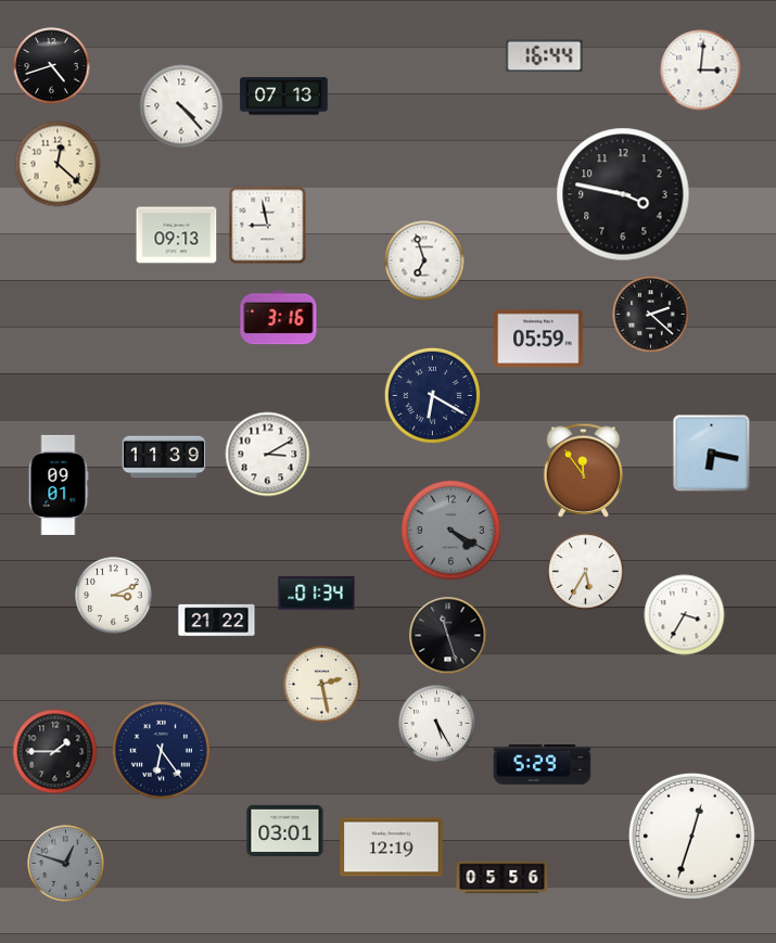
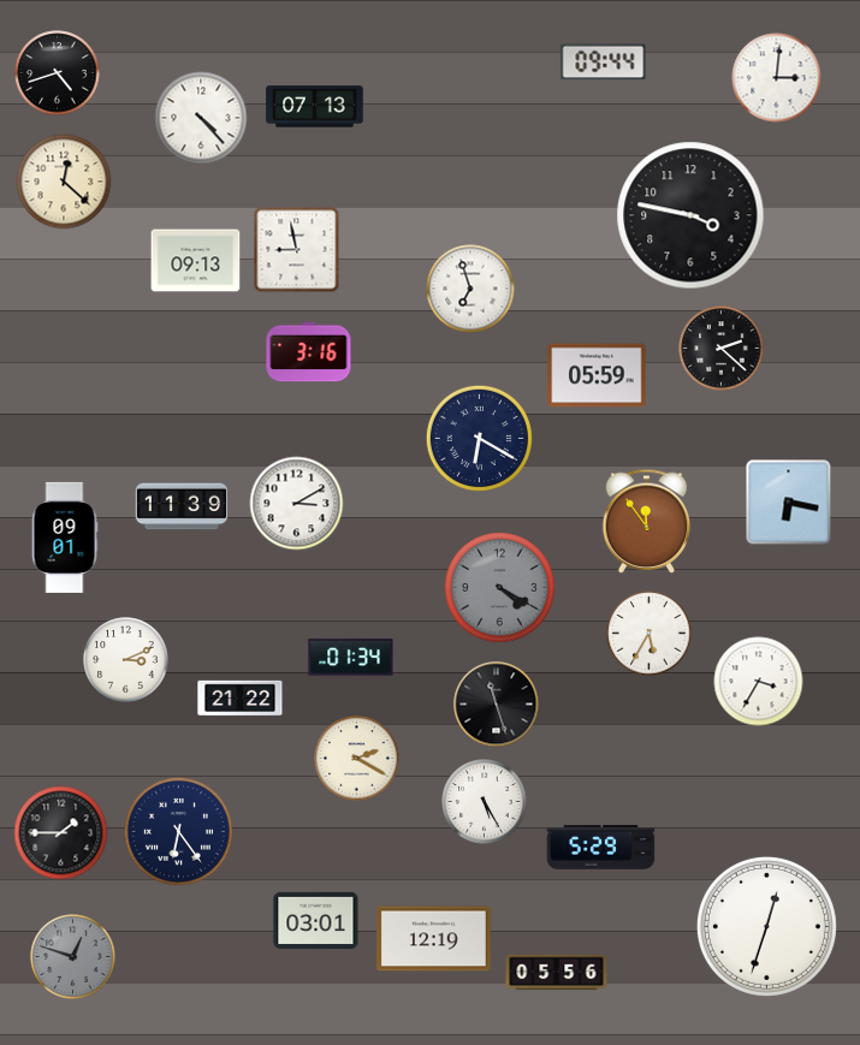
clock at (545, 56): 16:44 -> 09:44
clock at (217, 621) position: (217, 621) -> (241, 699)
clock at (322, 685): 2:28 -> 2:20
